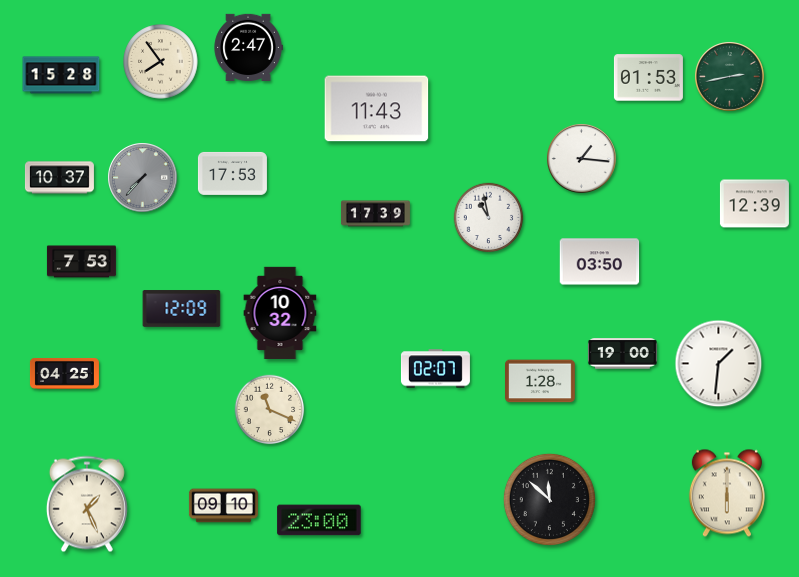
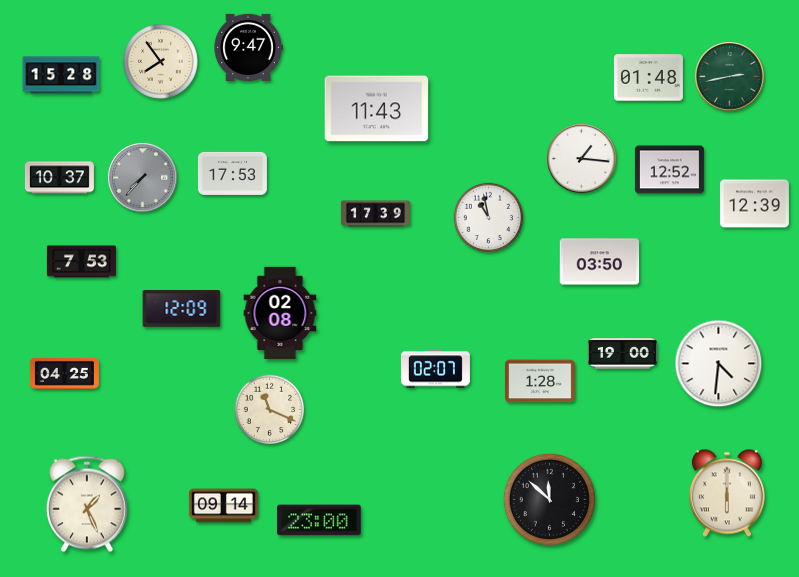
clock at (248, 47): 2:47 -> 9:47
clock at (648, 78): 01:53 -> 01:48
clock at (669, 170): none -> 12:52
clock at (280, 313): 10:32 -> 02:08
clock at (719, 364): 1:31 -> 4:31
clock at (223, 506): 09:10 -> 09:14
